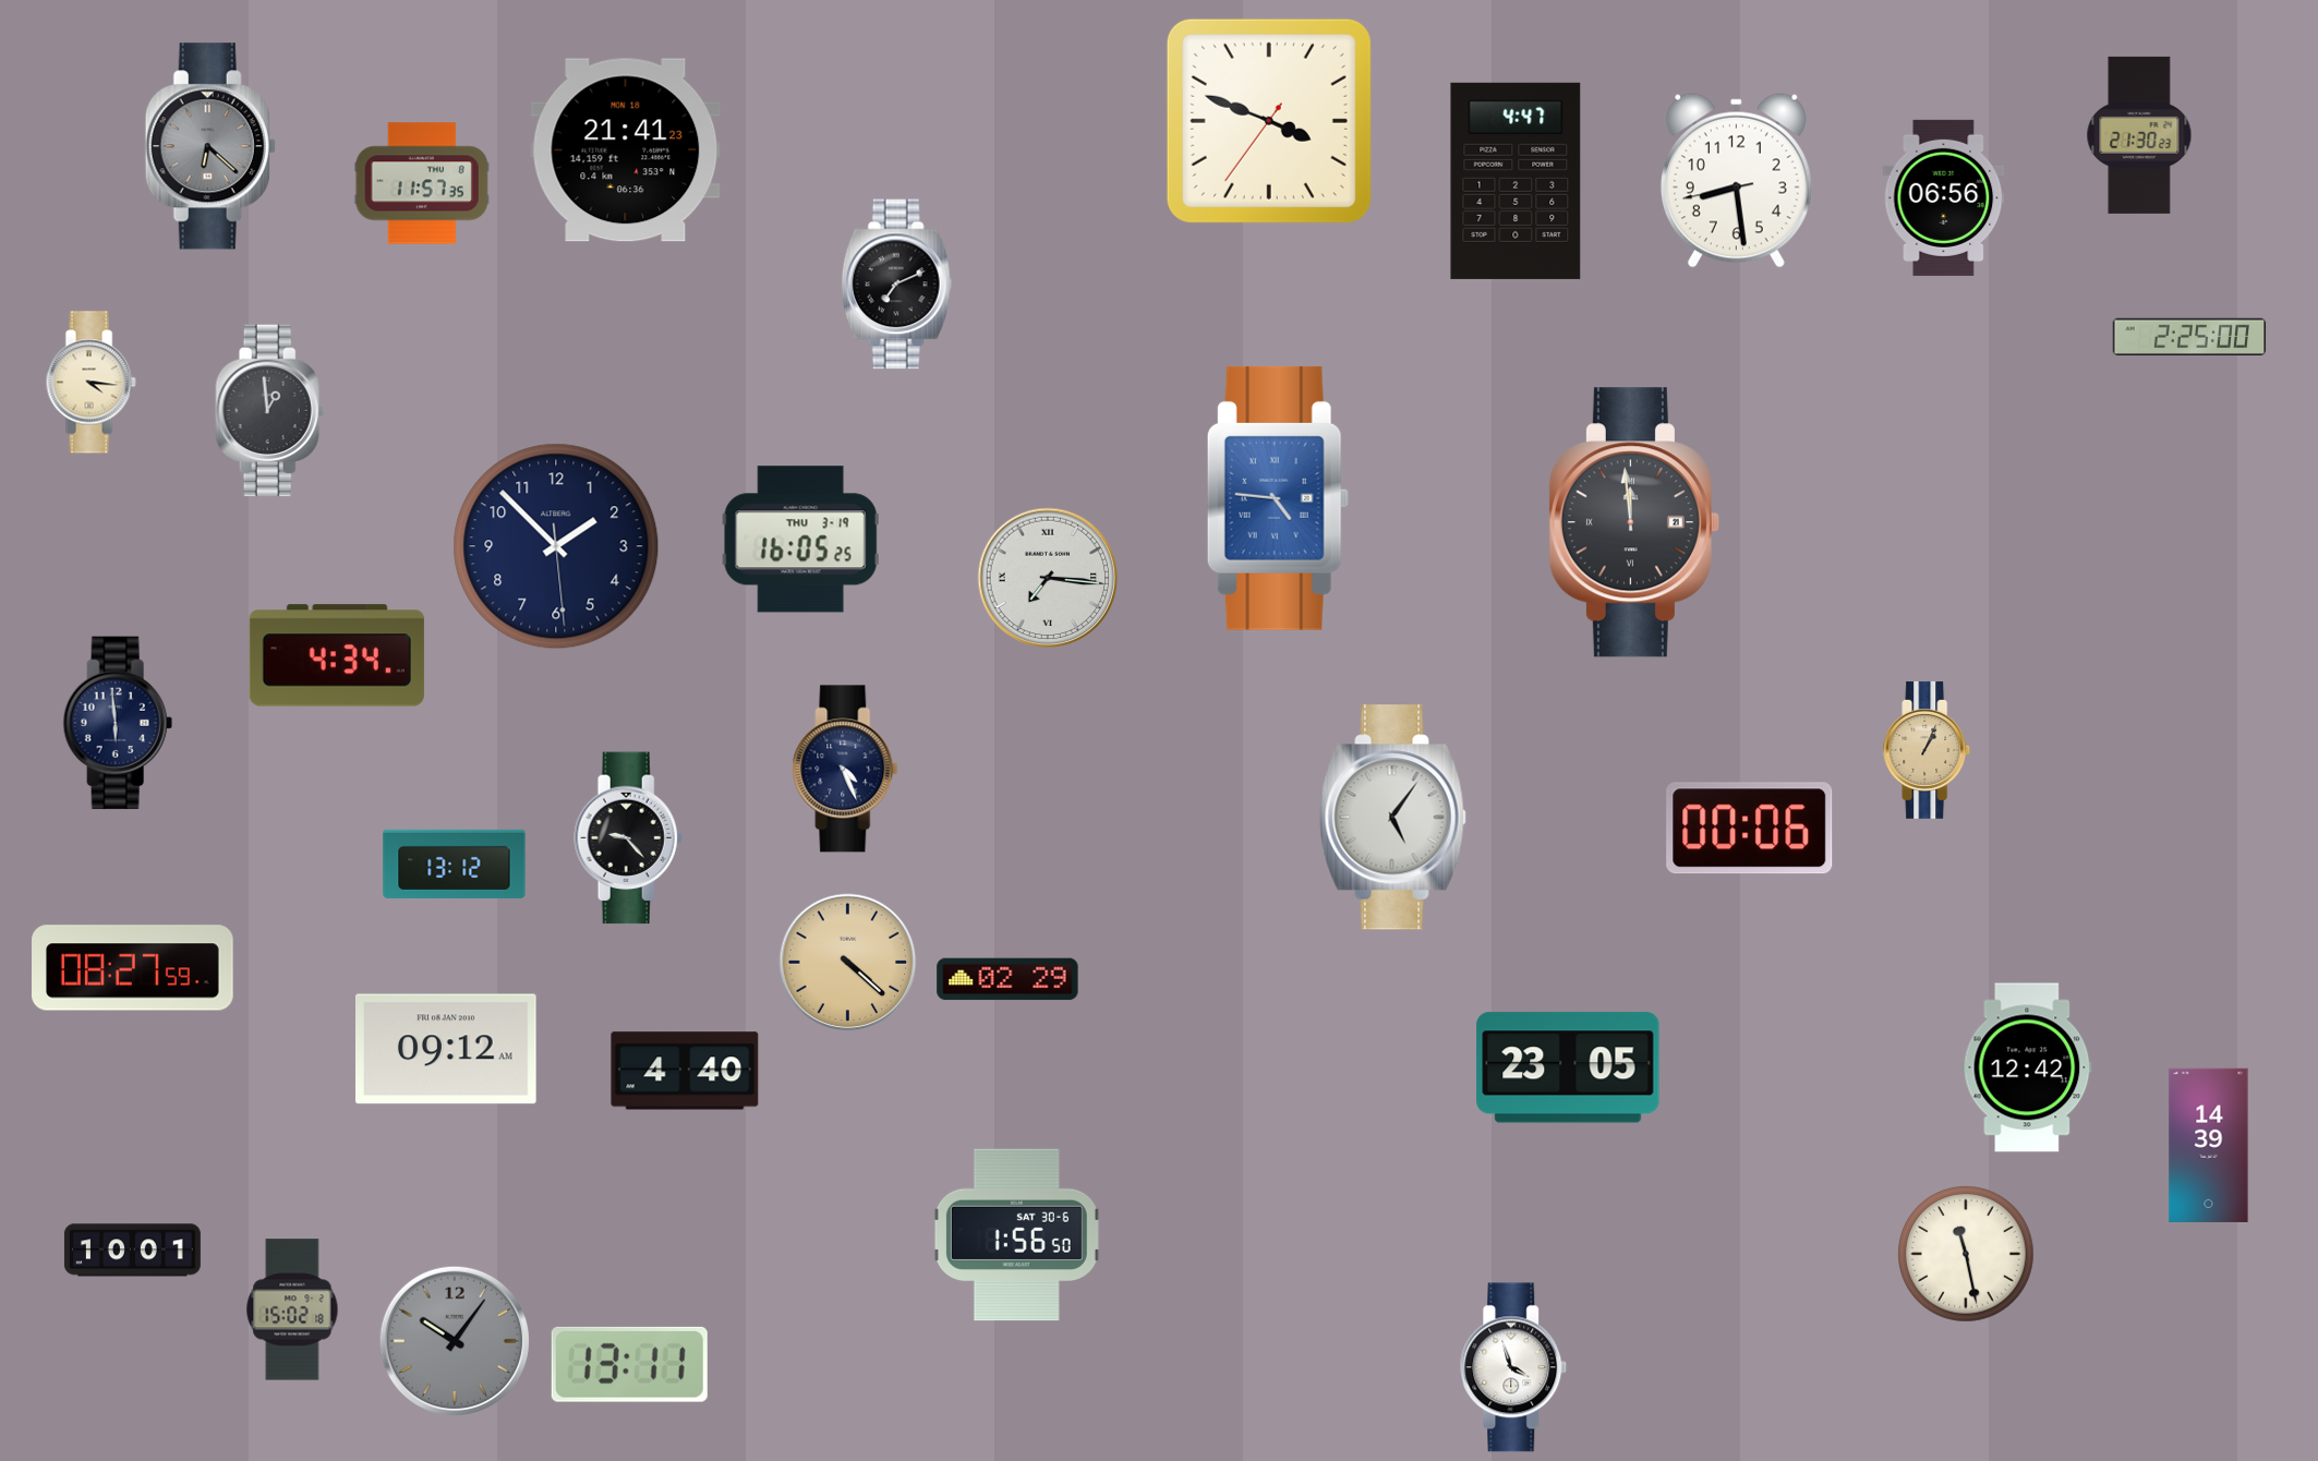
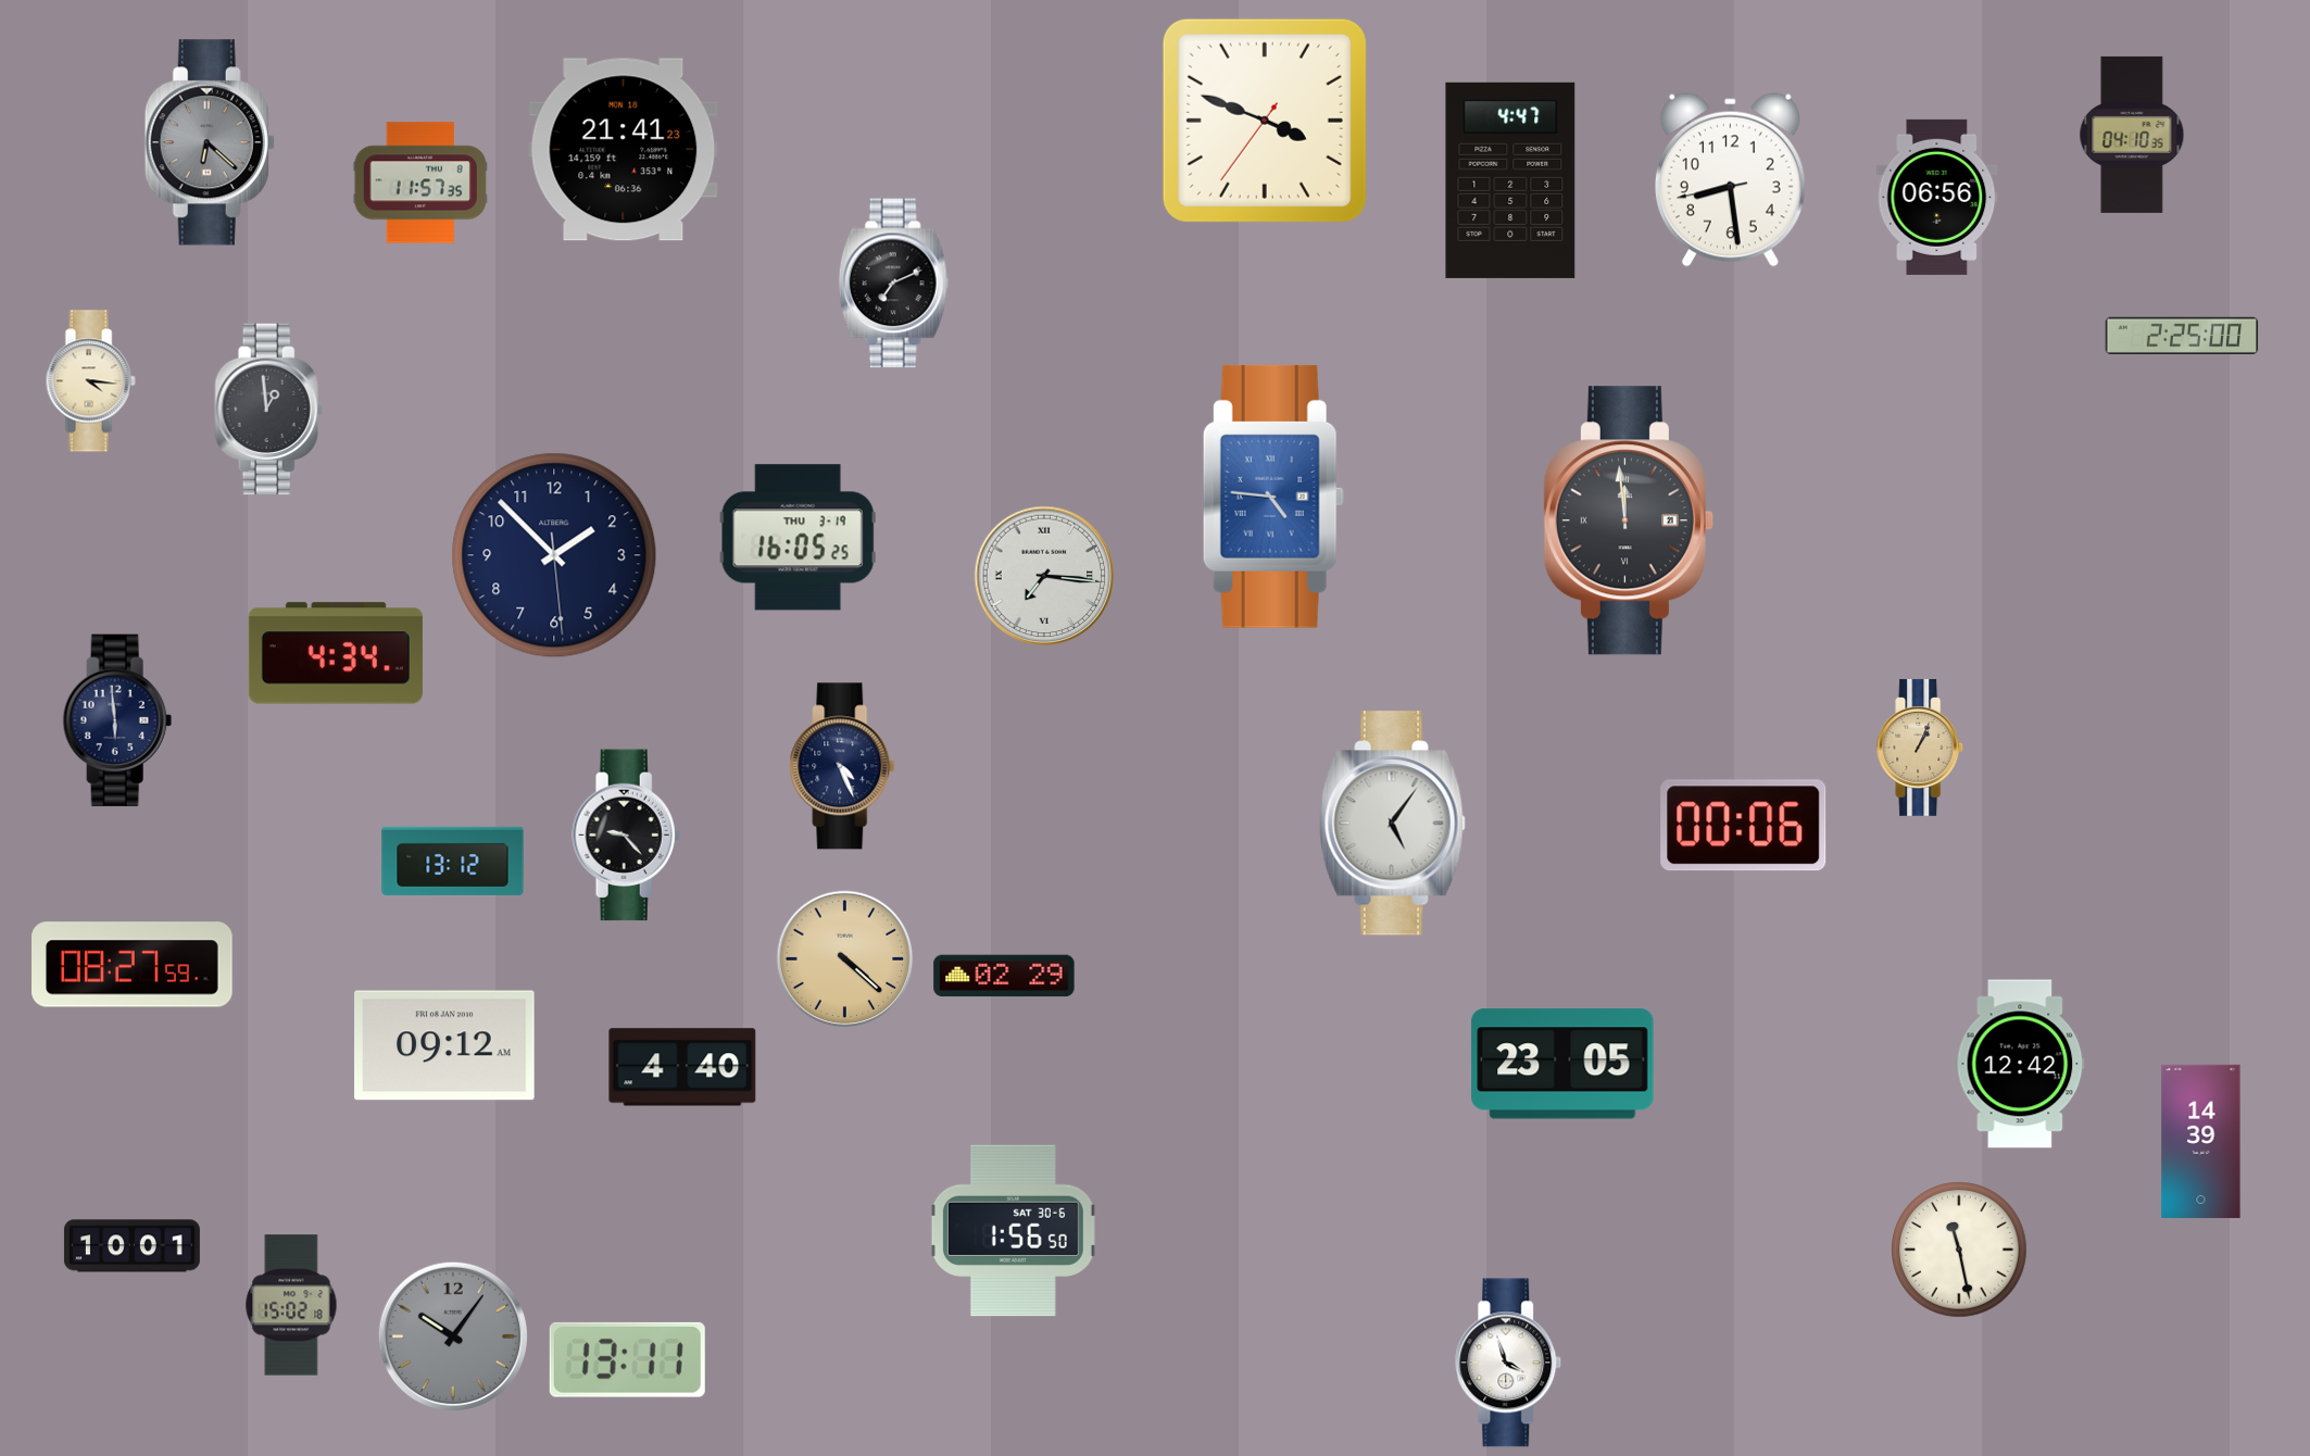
clock at (2139, 135): 21:30 -> 04:10
clock at (210, 146) position: (210, 146) -> (210, 142)
clock at (556, 546) position: (556, 546) -> (554, 555)
clock at (1393, 818) position: (1393, 818) -> (1393, 824)
